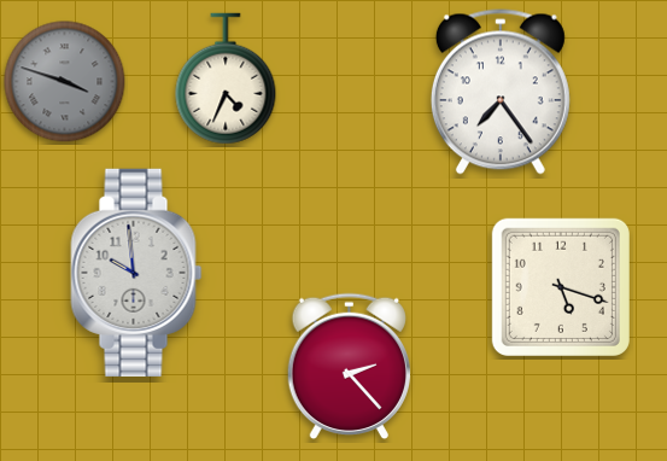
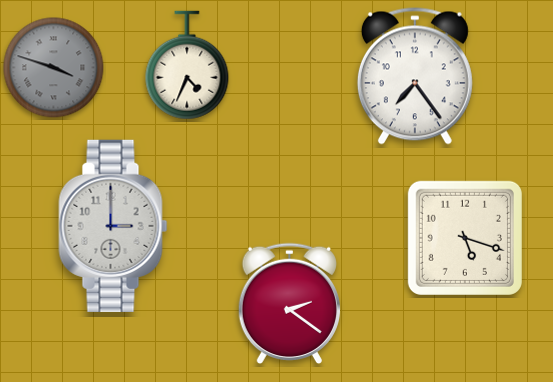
clock at (136, 273): 9:59 -> 3:00
clock at (349, 367): 2:23 -> 2:21
